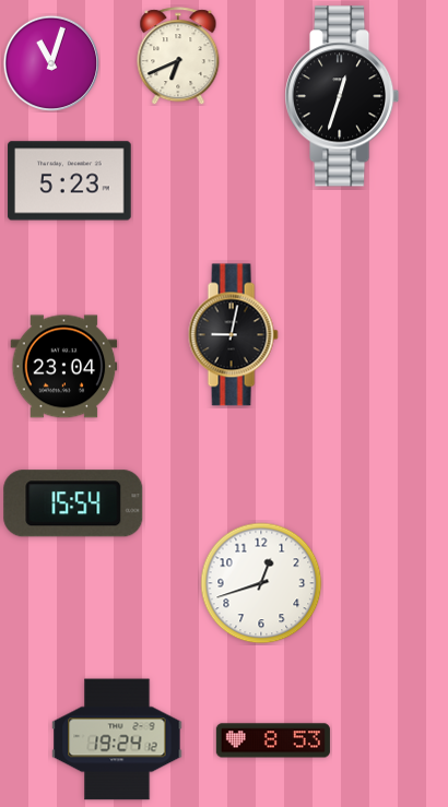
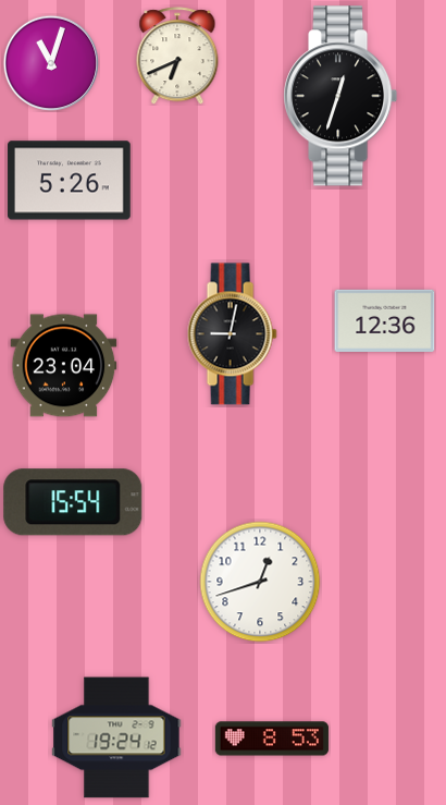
clock at (70, 181): 5:23 -> 5:26
clock at (385, 320): none -> 12:36
